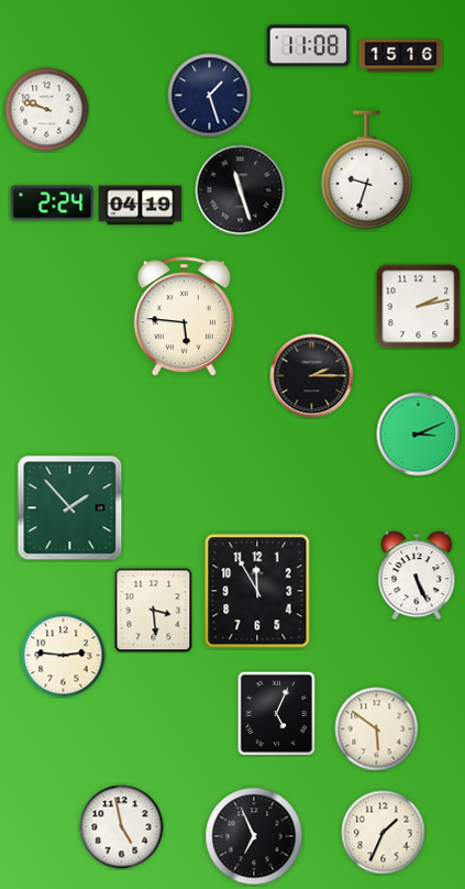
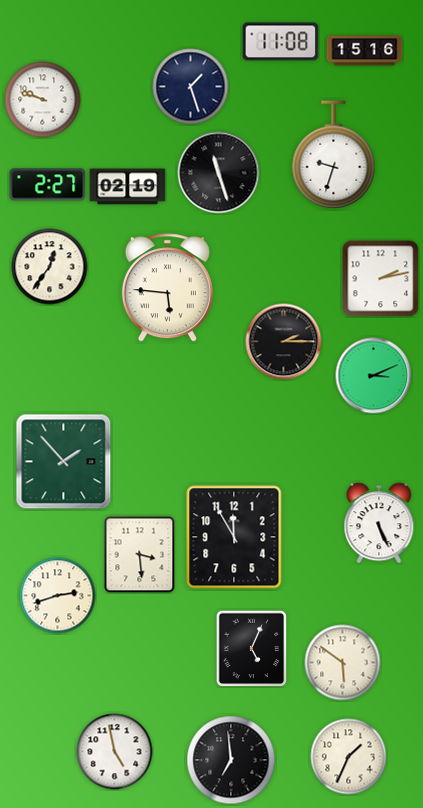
clock at (53, 204): 2:24 -> 2:27
clock at (141, 206): 04:19 -> 02:19
clock at (50, 267): none -> 12:36
clock at (419, 435) position: (419, 435) -> (374, 376)
clock at (64, 656): 2:46 -> 2:42
clock at (122, 827) position: (122, 827) -> (115, 752)
clock at (254, 836): 6:56 -> 6:59
